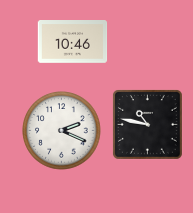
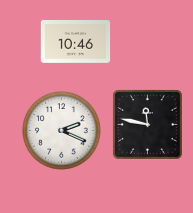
clock at (73, 42) position: (73, 42) -> (76, 42)
clock at (148, 125): 10:47 -> 11:47
